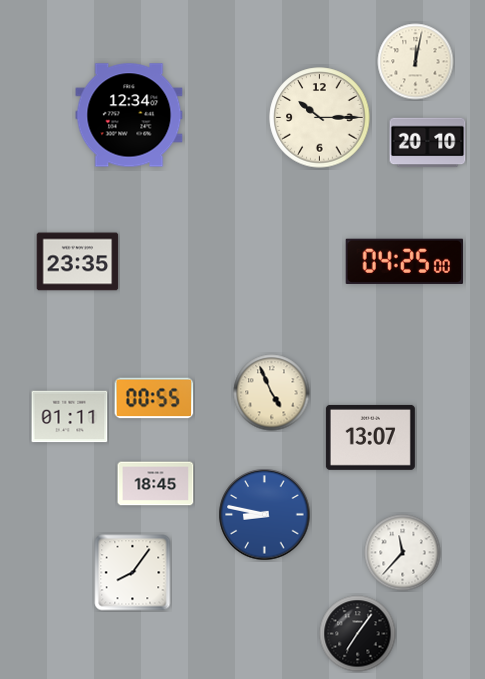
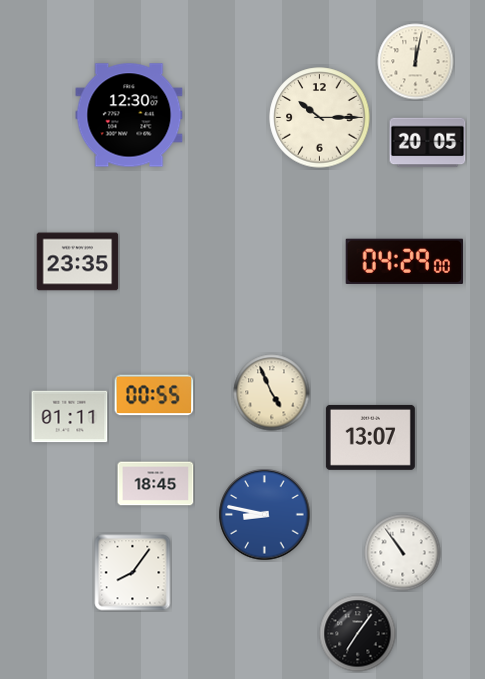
clock at (129, 115): 12:34 -> 12:30
clock at (428, 143): 20:10 -> 20:05
clock at (404, 261): 04:25 -> 04:29
clock at (154, 398) position: (154, 398) -> (154, 395)
clock at (403, 553): 11:37 -> 10:54
